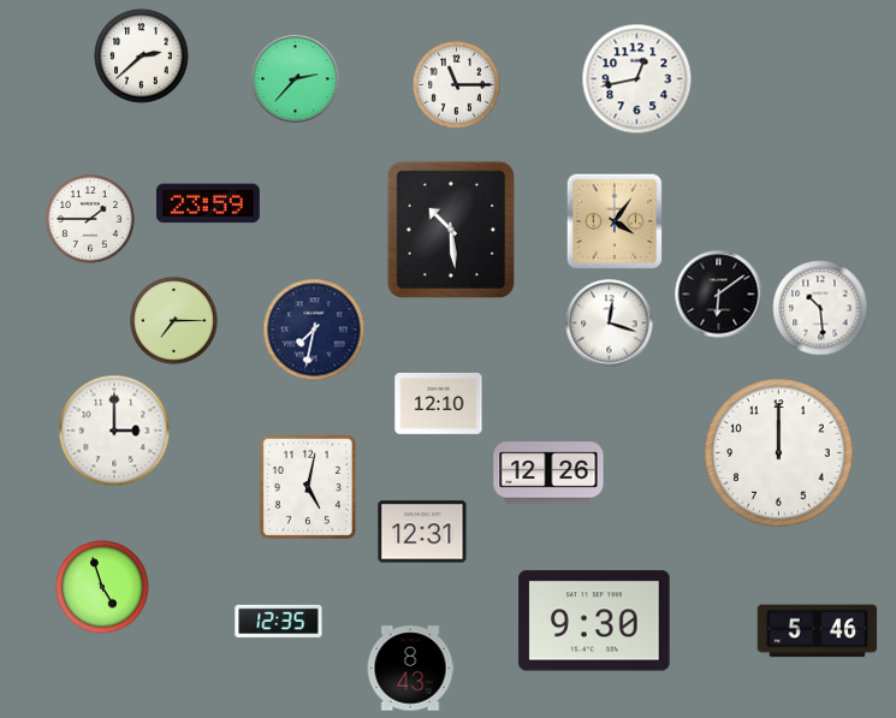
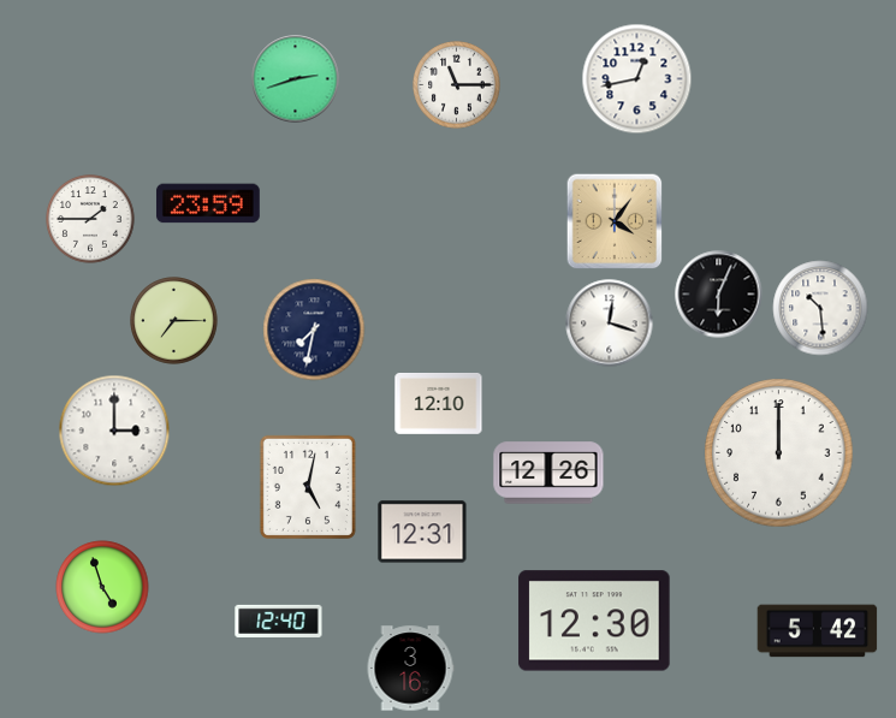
clock at (142, 57): 2:38 -> none
clock at (296, 79): 2:37 -> 2:42
clock at (450, 229): 10:29 -> none
clock at (719, 295): 6:09 -> 6:04
clock at (279, 621): 12:35 -> 12:40
clock at (594, 621): 9:30 -> 12:30
clock at (818, 631): 5:46 -> 5:42
clock at (410, 669): 8:43 -> 3:16
